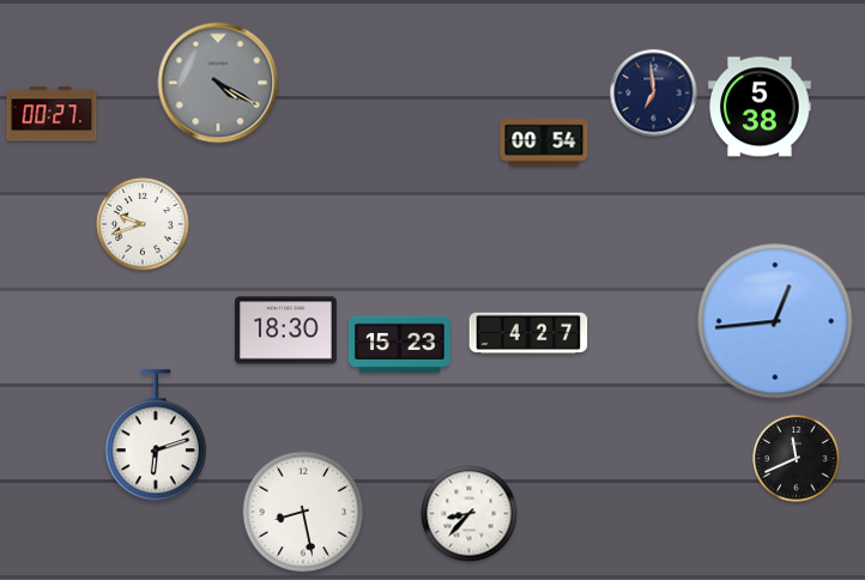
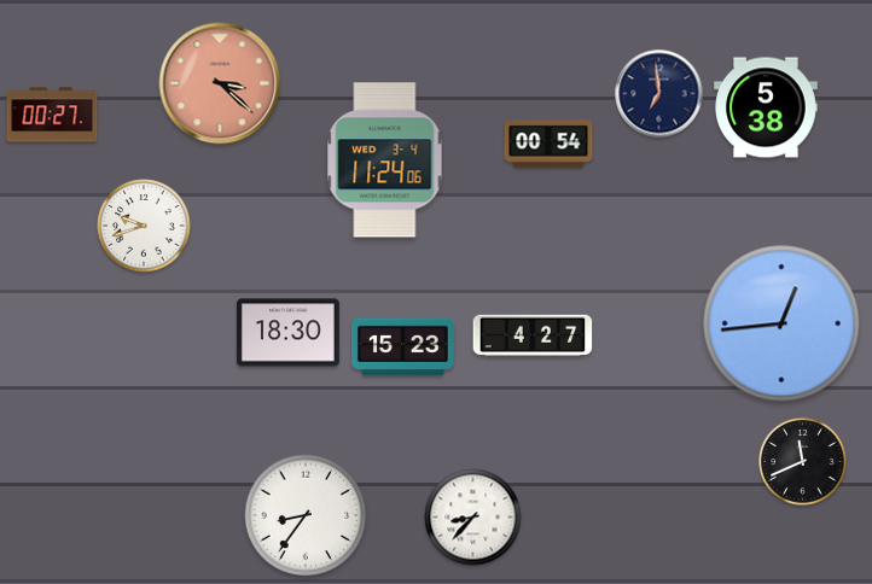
clock at (218, 83): 4:20 -> 3:22
clock at (218, 83) dial: grey -> salmon
clock at (385, 160): none -> 11:24
clock at (156, 436): 6:12 -> none
clock at (303, 512): 8:28 -> 8:36
